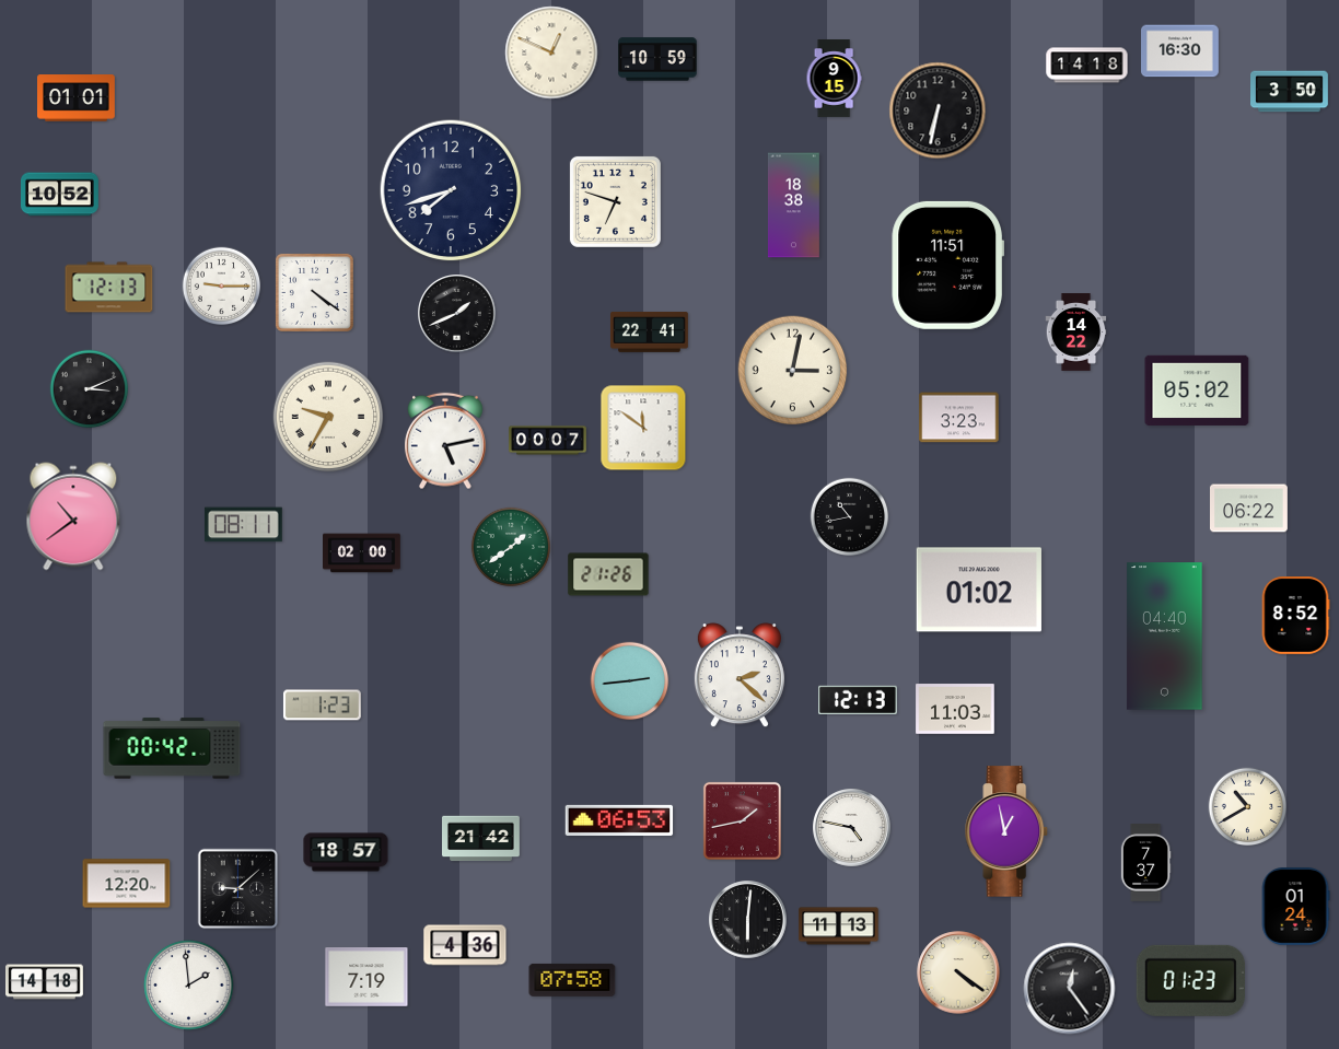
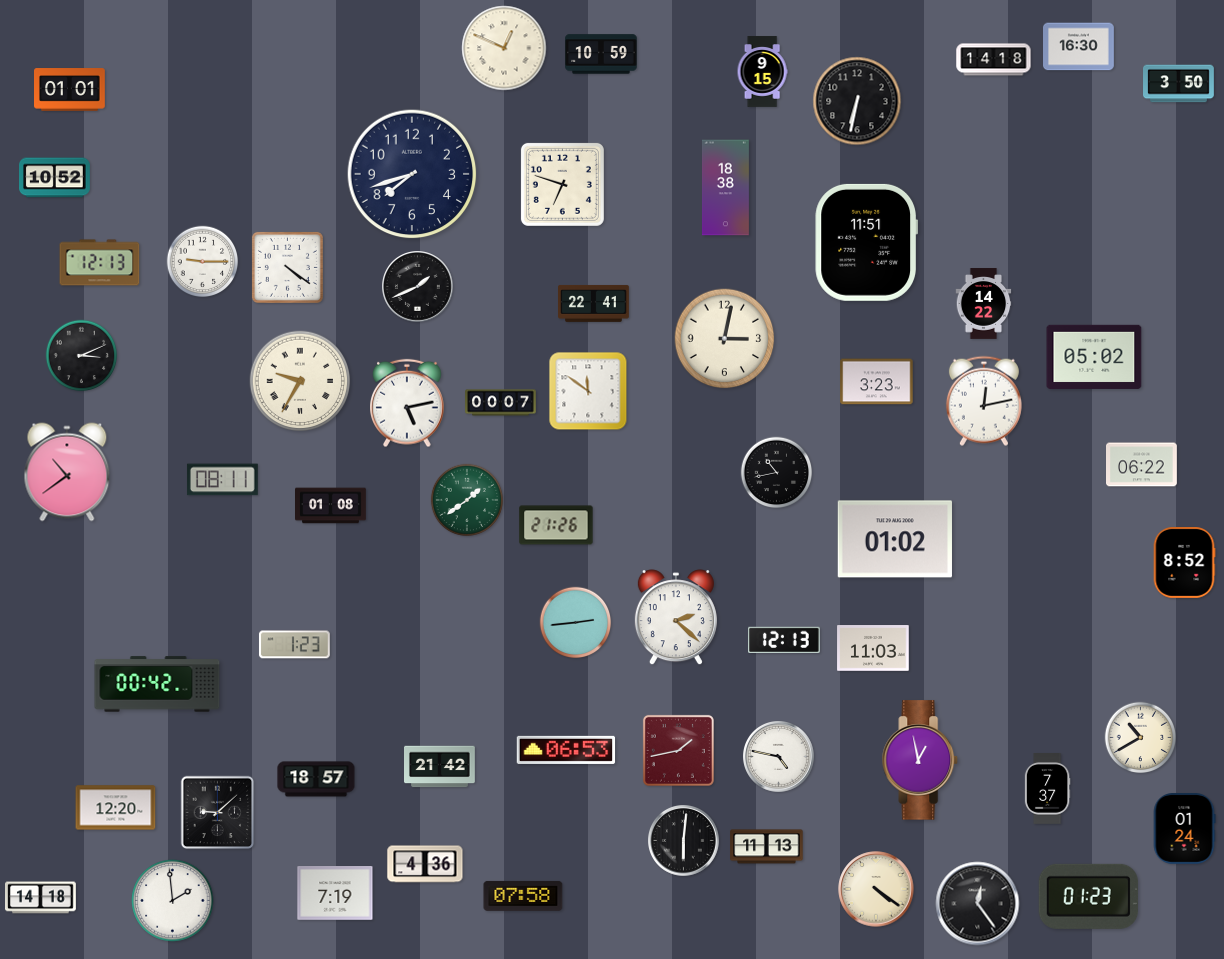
clock at (984, 401): none -> 12:13
clock at (362, 553): 02:00 -> 01:08
clock at (1165, 637): 04:40 -> none
